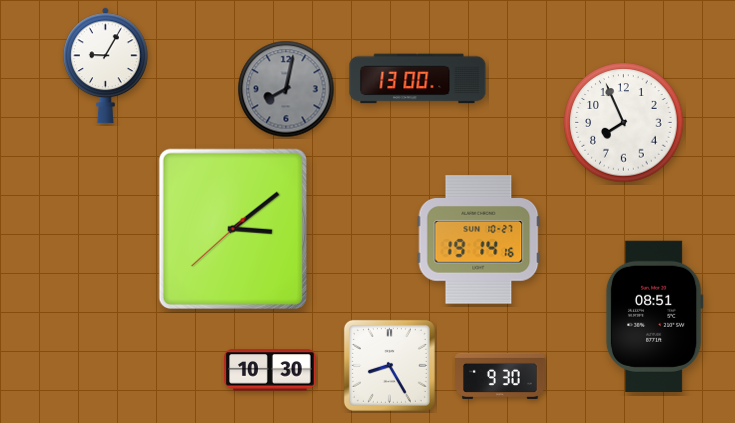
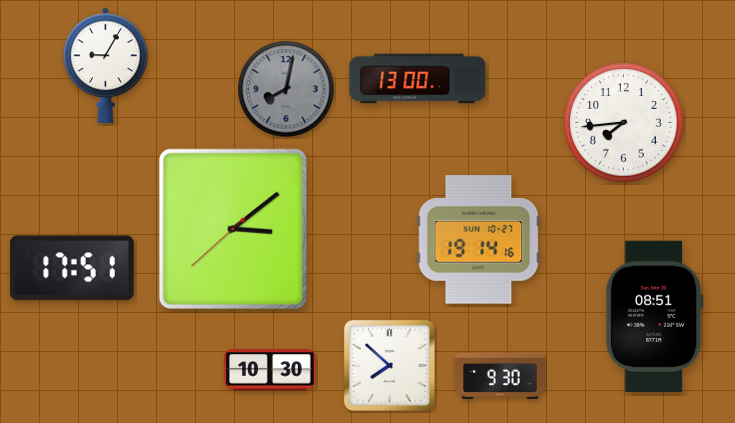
clock at (624, 123): 7:56 -> 7:44
clock at (72, 268): none -> 17:51
clock at (389, 365): 8:25 -> 7:52
